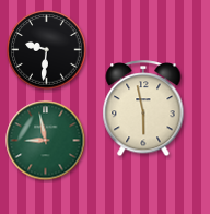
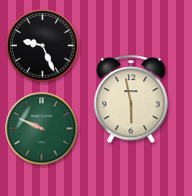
clock at (47, 50): 9:31 -> 9:26
clock at (46, 141): 8:58 -> 9:49
